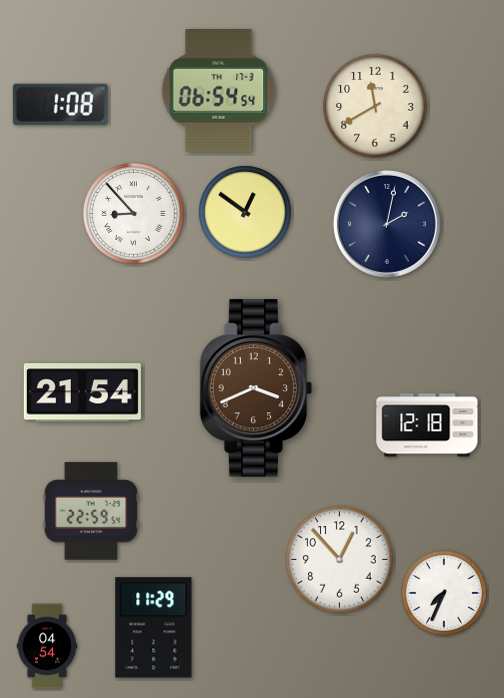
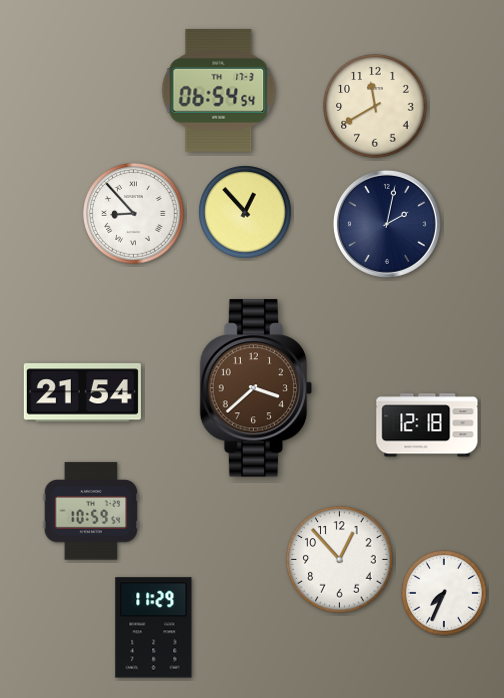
clock at (60, 104): 1:08 -> none
clock at (245, 212): 12:51 -> 12:53
clock at (256, 388): 3:41 -> 3:38
clock at (91, 511): 22:59 -> 10:59
clock at (47, 646): 04:54 -> none
